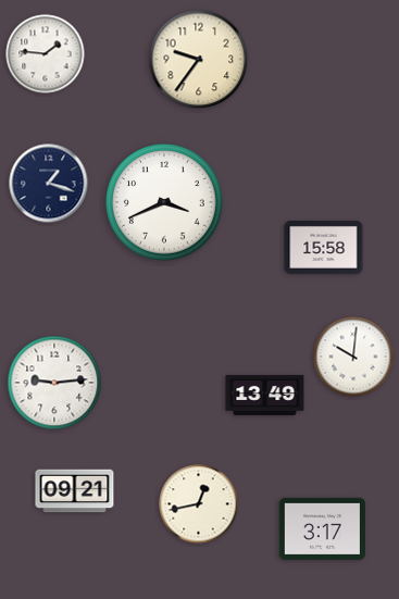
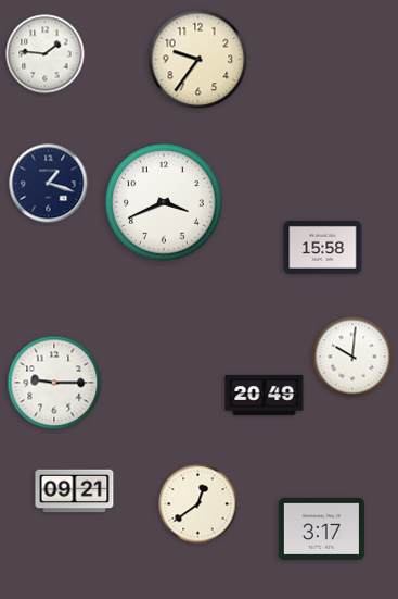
clock at (54, 383): 9:14 -> 9:15
clock at (265, 395): 13:49 -> 20:49
clock at (199, 504): 12:43 -> 12:39
